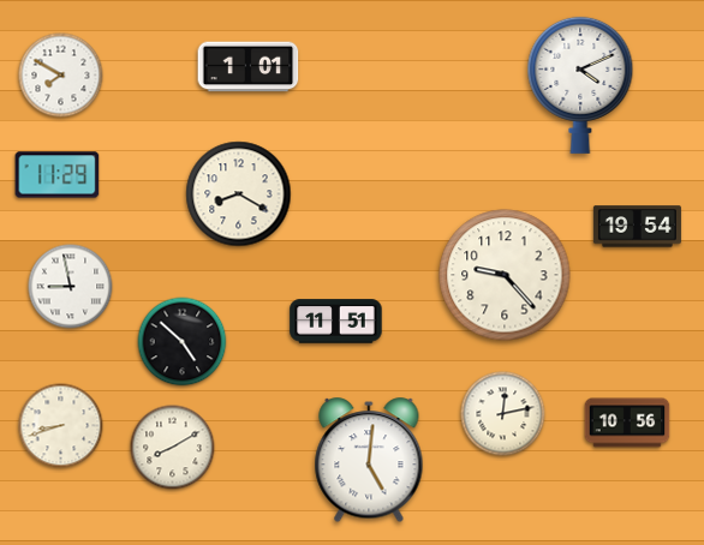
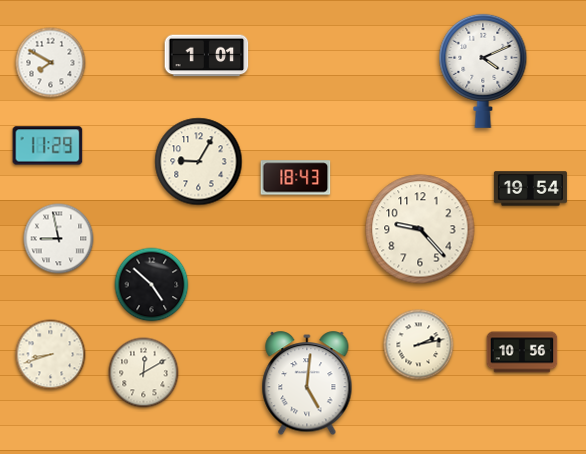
clock at (239, 194): 8:20 -> 9:05
clock at (296, 178): none -> 18:43
clock at (336, 322): 11:51 -> none
clock at (503, 414): 12:13 -> 2:13
clock at (173, 448): 8:10 -> 12:10
